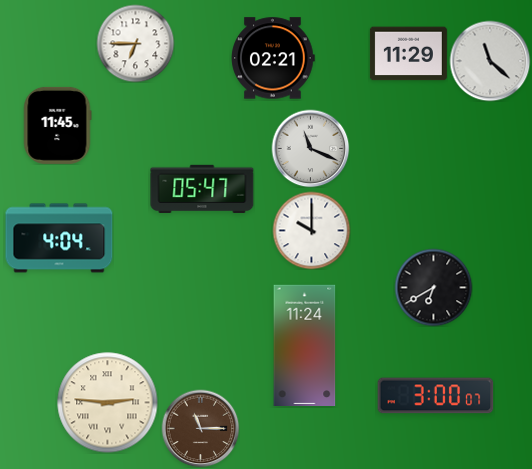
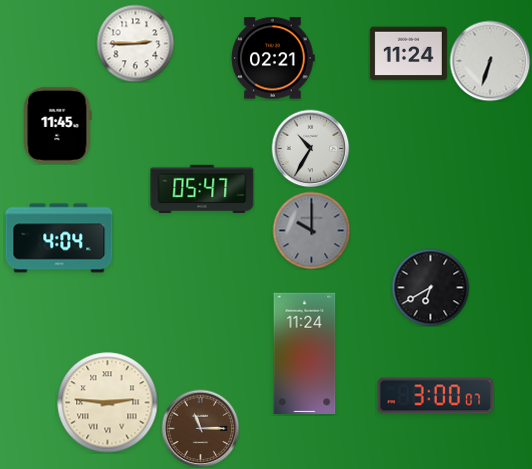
clock at (135, 43): 6:45 -> 2:45
clock at (408, 54): 11:29 -> 11:24
clock at (490, 61): 11:22 -> 6:33
clock at (310, 148): 11:19 -> 10:35
clock at (311, 230) dial: white -> grey
clock at (433, 287) position: (433, 287) -> (430, 287)
clock at (305, 345) position: (305, 345) -> (305, 353)
